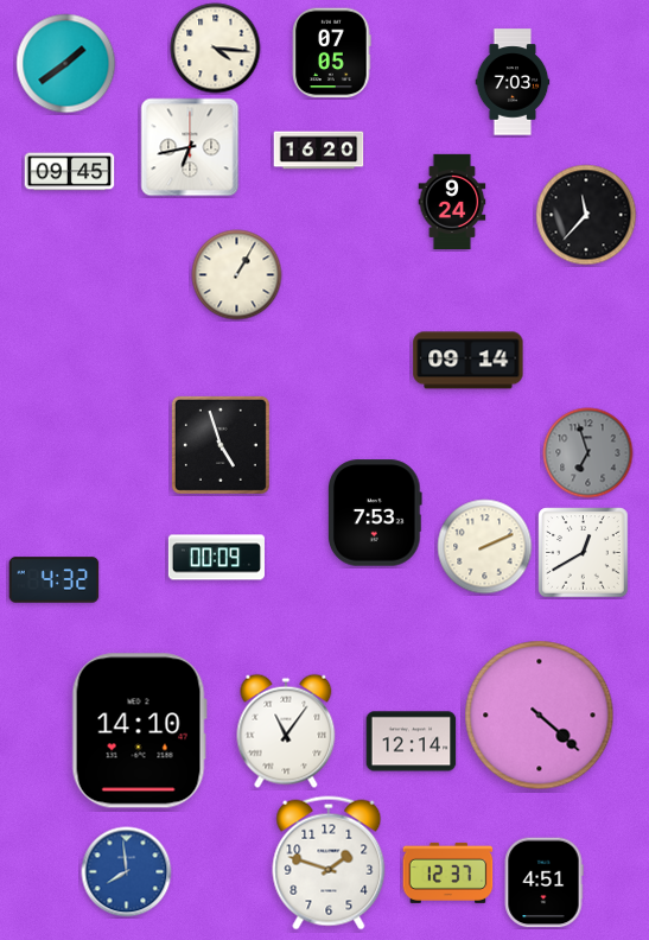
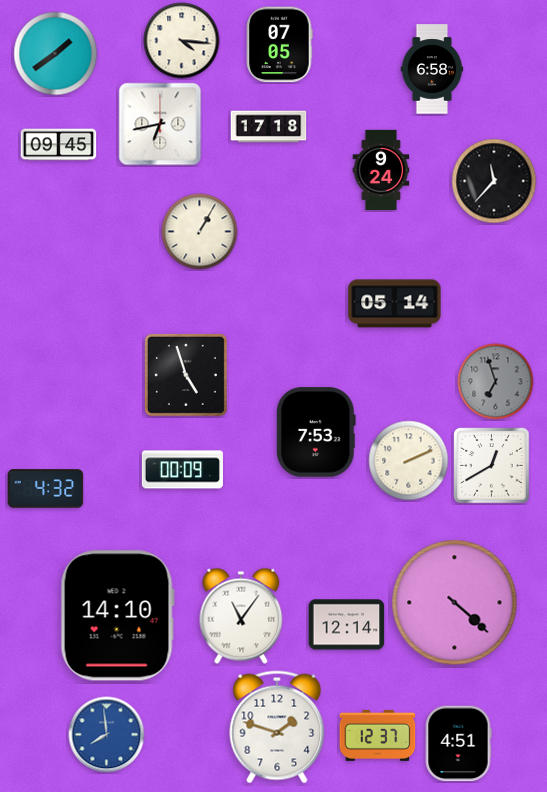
clock at (513, 82): 7:03 -> 6:58
clock at (319, 151): 16:20 -> 17:18
clock at (469, 361): 09:14 -> 05:14
